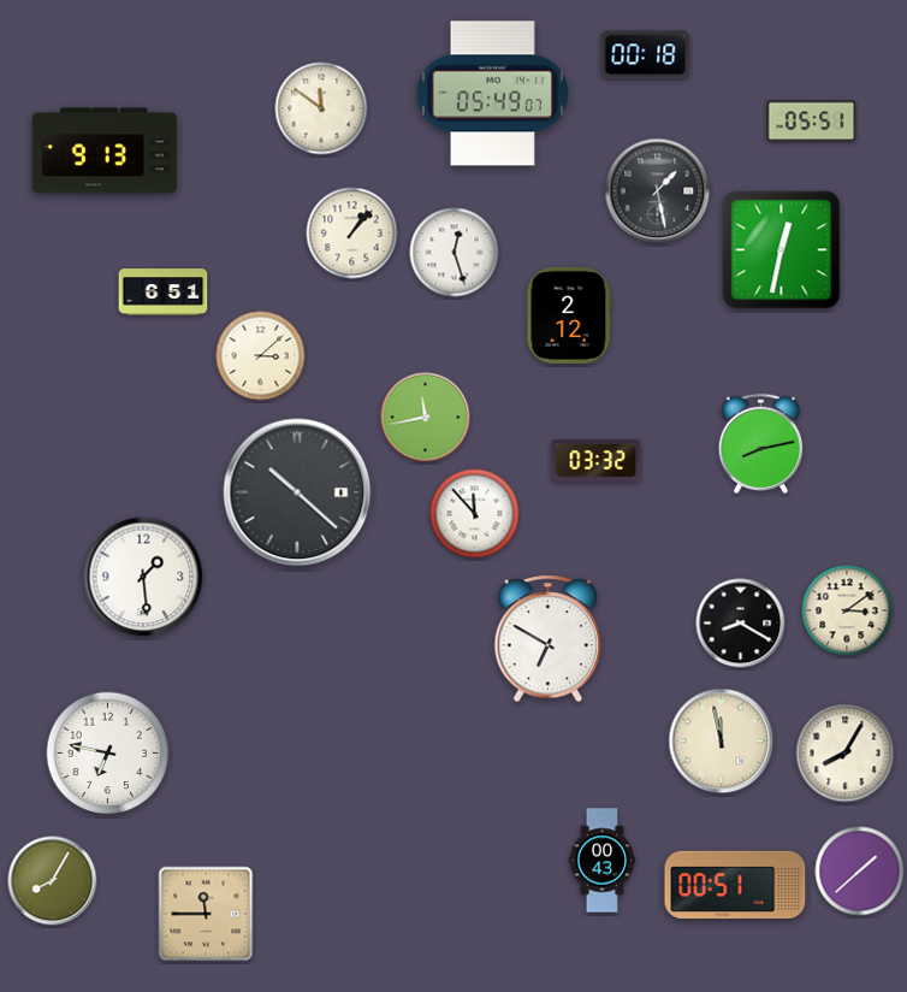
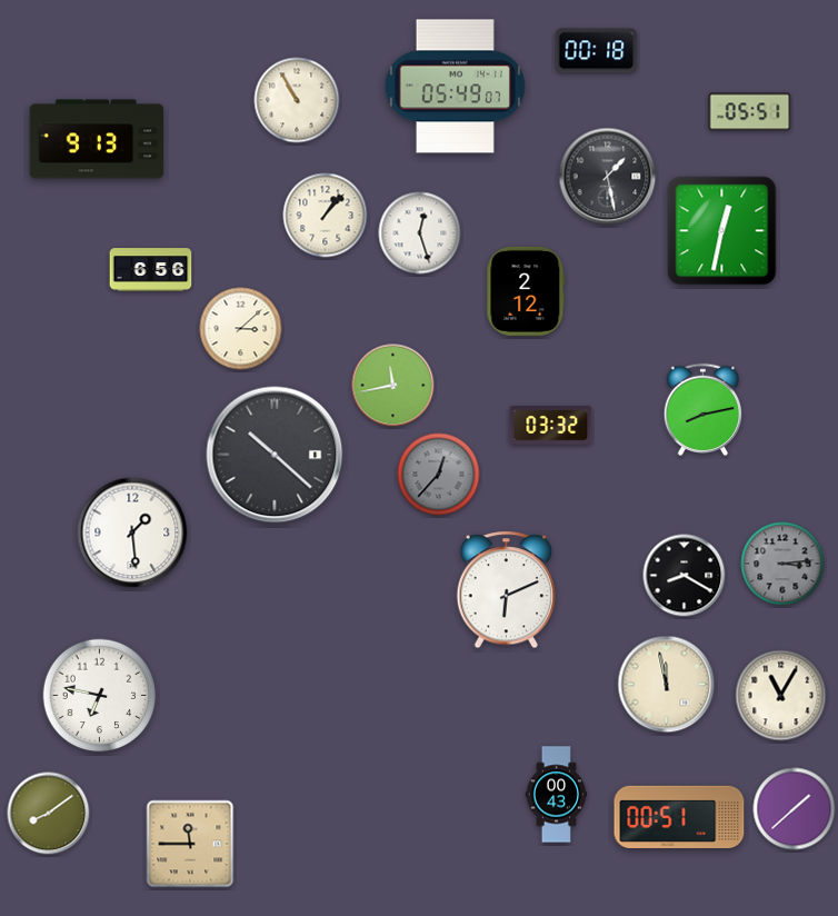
clock at (321, 108): 11:51 -> 10:55
clock at (164, 293): 6:51 -> 6:56
clock at (475, 514): 11:53 -> 12:37
clock at (475, 514) dial: white -> grey
clock at (847, 610): 3:09 -> 3:14
clock at (847, 610) dial: cream -> grey
clock at (549, 639): 6:50 -> 6:11
clock at (846, 754): 8:05 -> 11:05
clock at (860, 872) position: (860, 872) -> (795, 809)
clock at (53, 881): 8:05 -> 8:09
